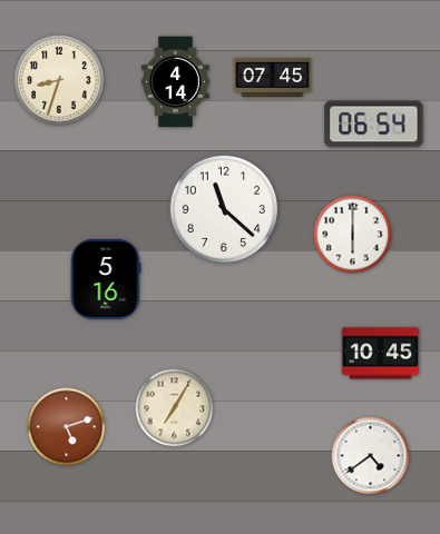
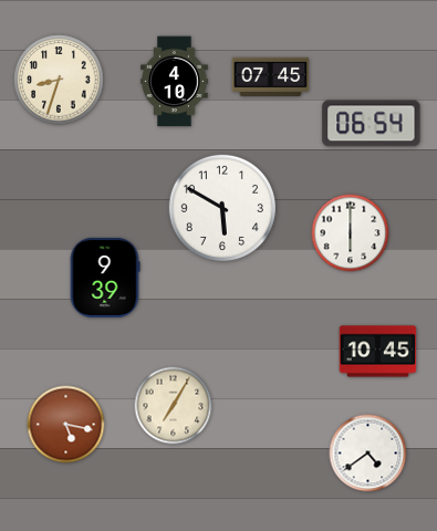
clock at (176, 82): 4:14 -> 4:10
clock at (223, 208): 11:22 -> 5:50
clock at (106, 279): 5:16 -> 9:39
clock at (67, 427): 5:12 -> 5:17
